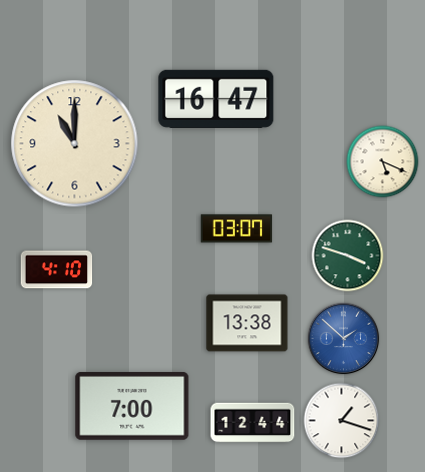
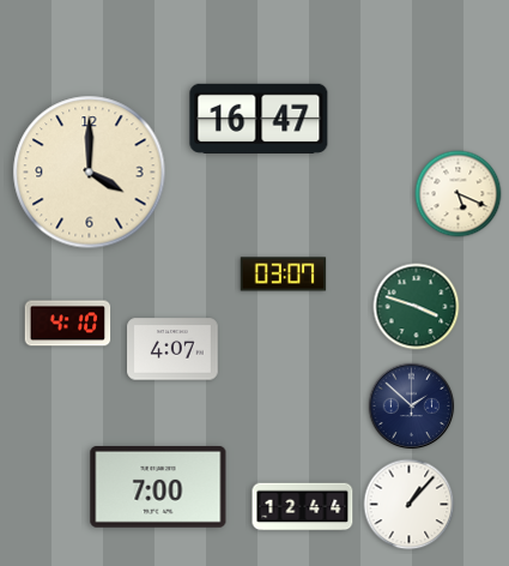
clock at (75, 144): 11:00 -> 4:00
clock at (172, 349): none -> 4:07
clock at (247, 323): 13:38 -> none
clock at (344, 339) dial: blue -> navy
clock at (342, 421): 1:18 -> 1:07
